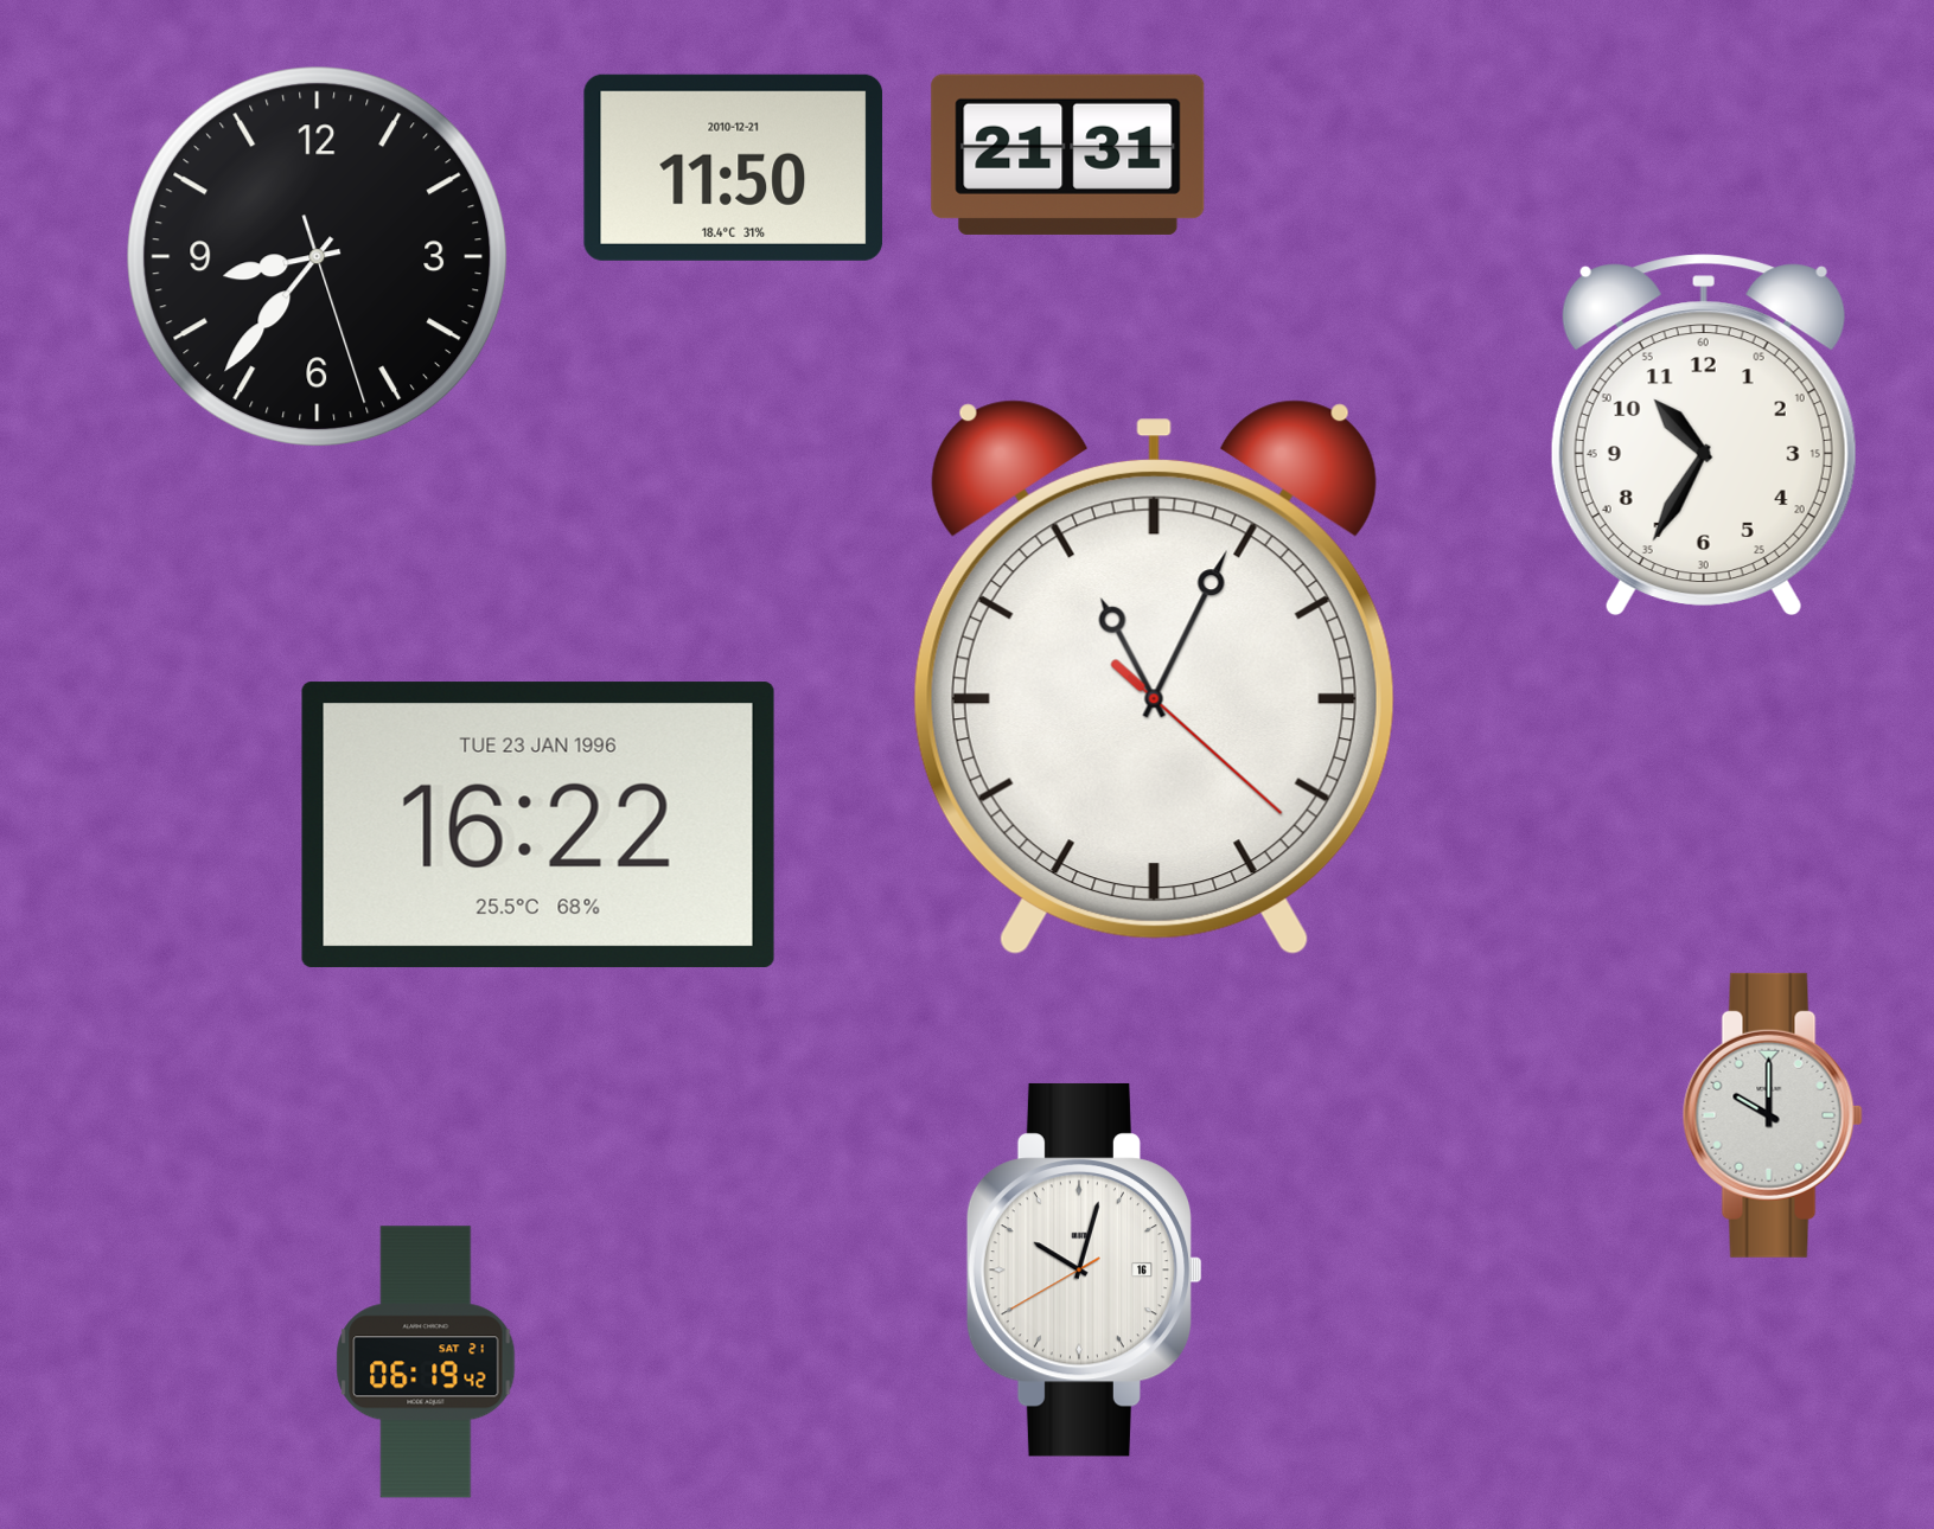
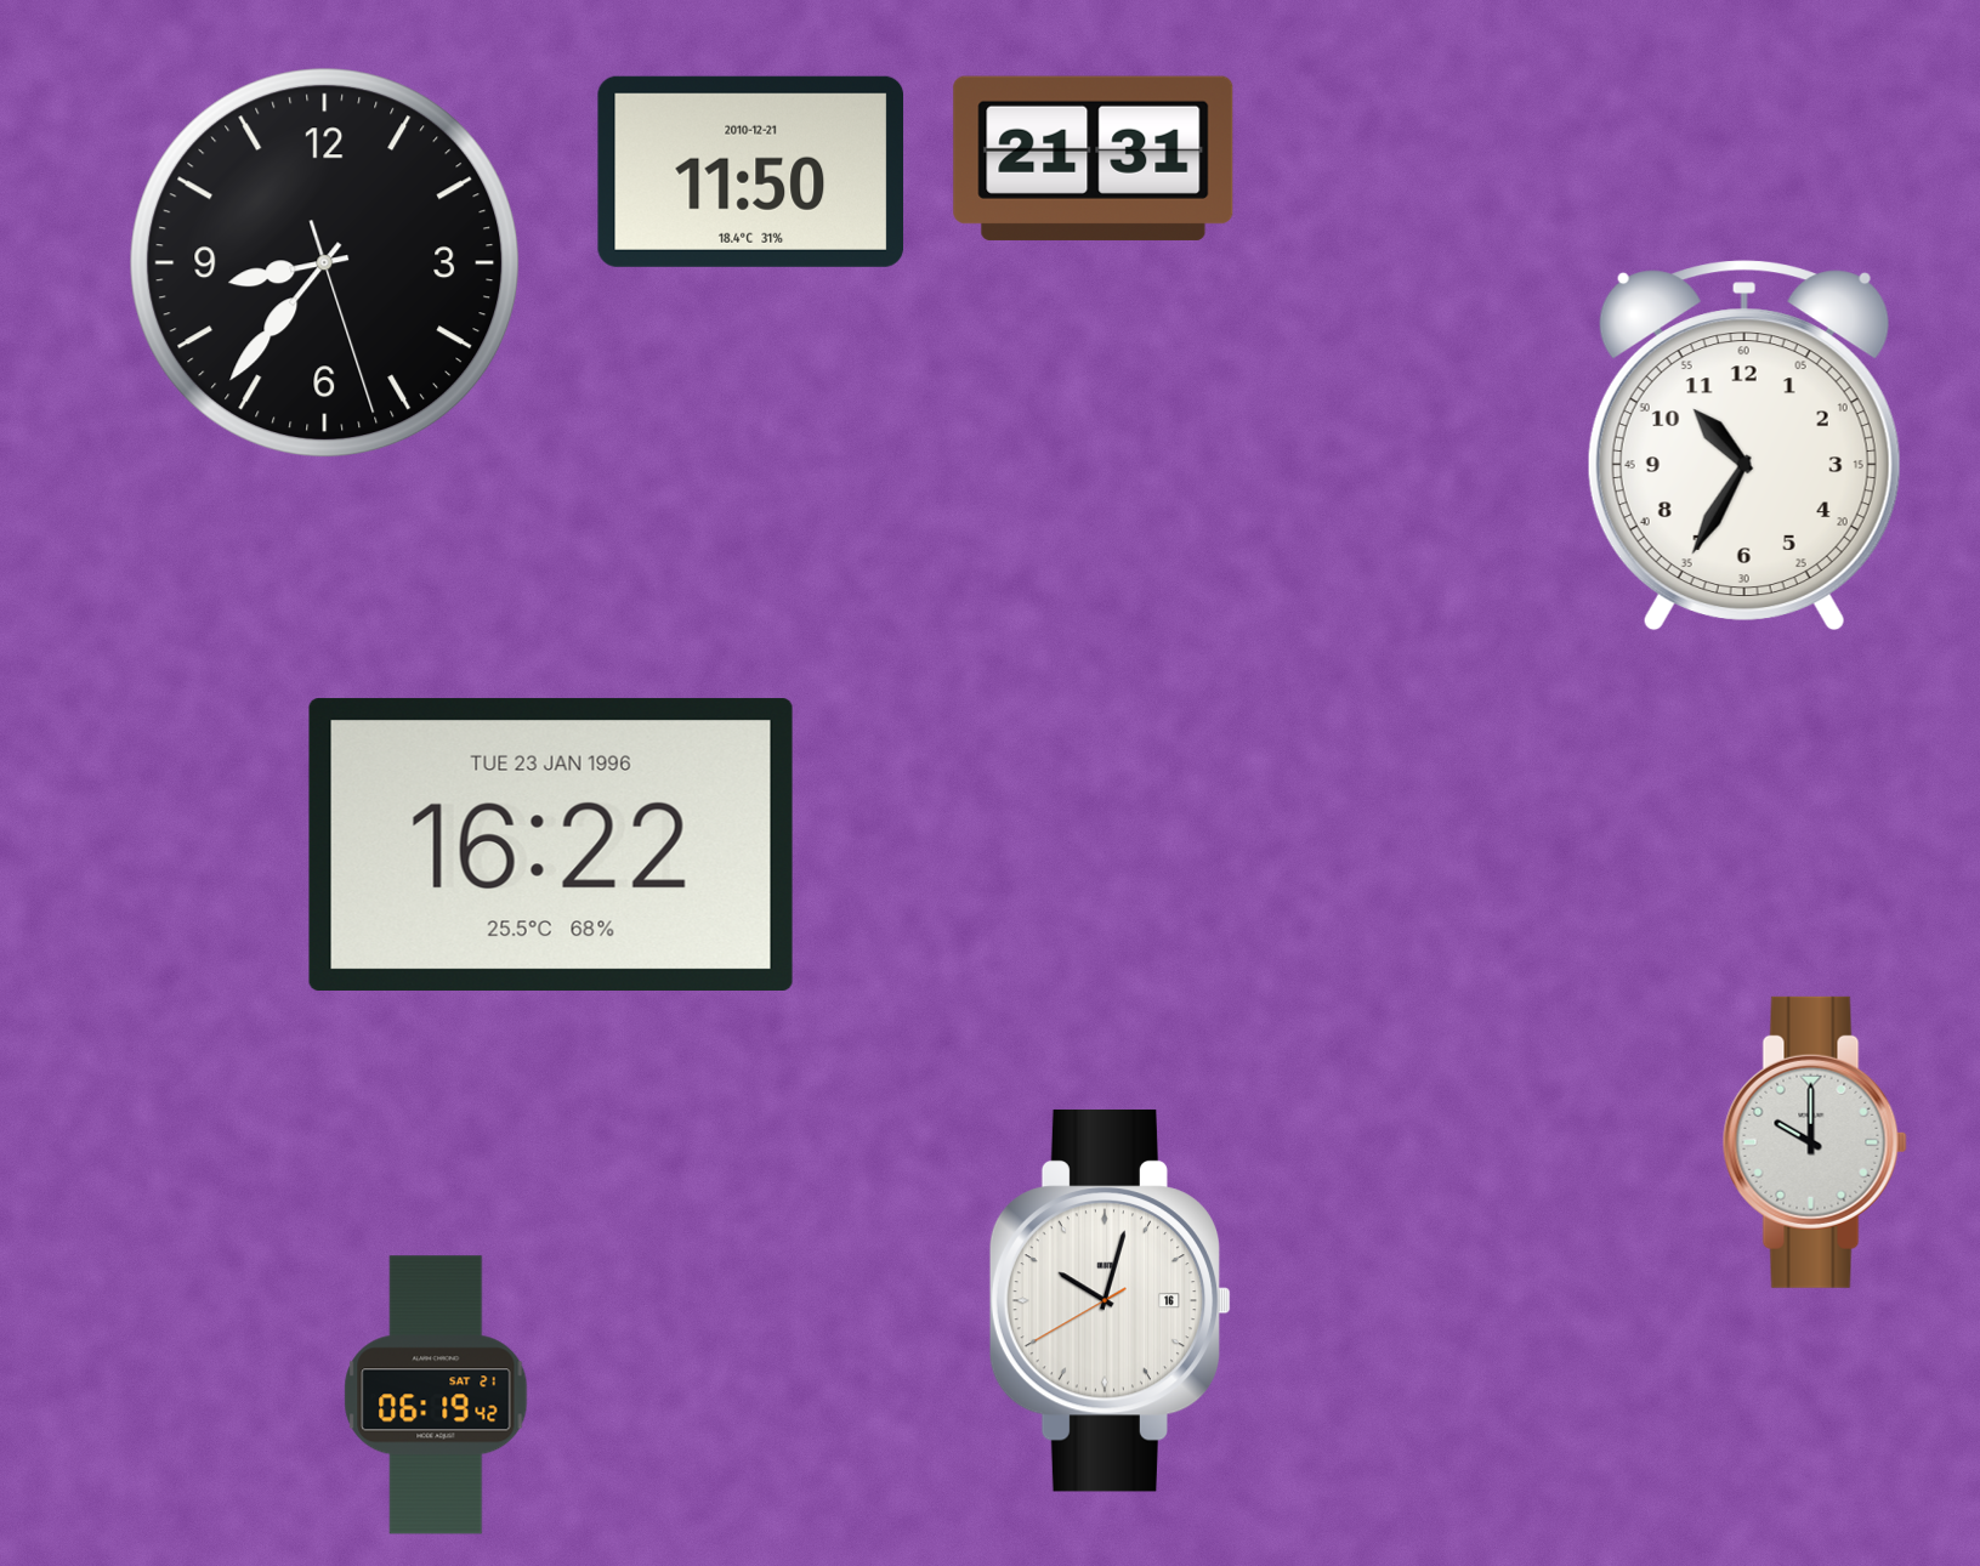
clock at (1154, 678): 11:04 -> none
